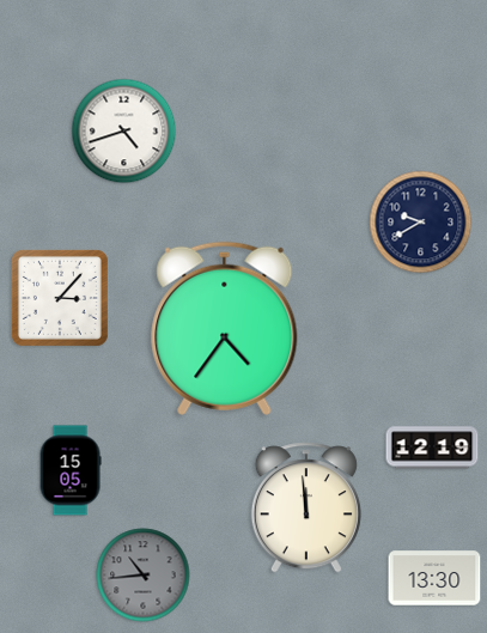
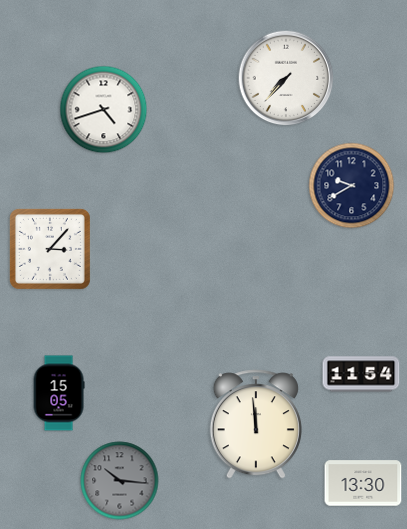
clock at (286, 78): none -> 7:37
clock at (225, 328): 4:36 -> none
clock at (432, 448): 12:19 -> 11:54
clock at (144, 576): 10:44 -> 10:16
